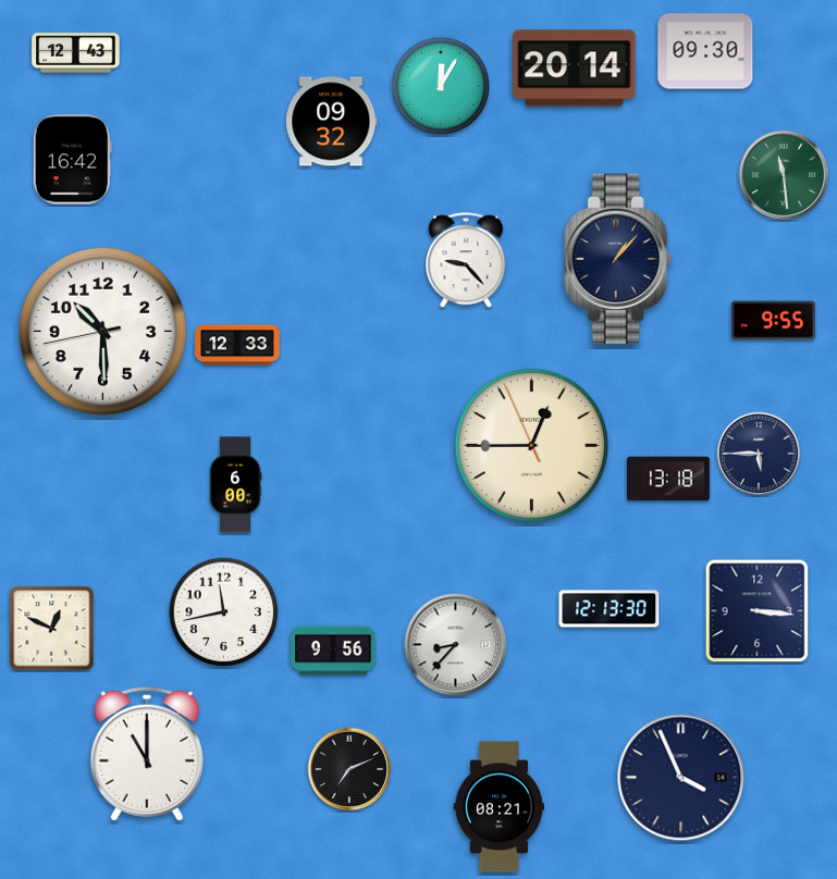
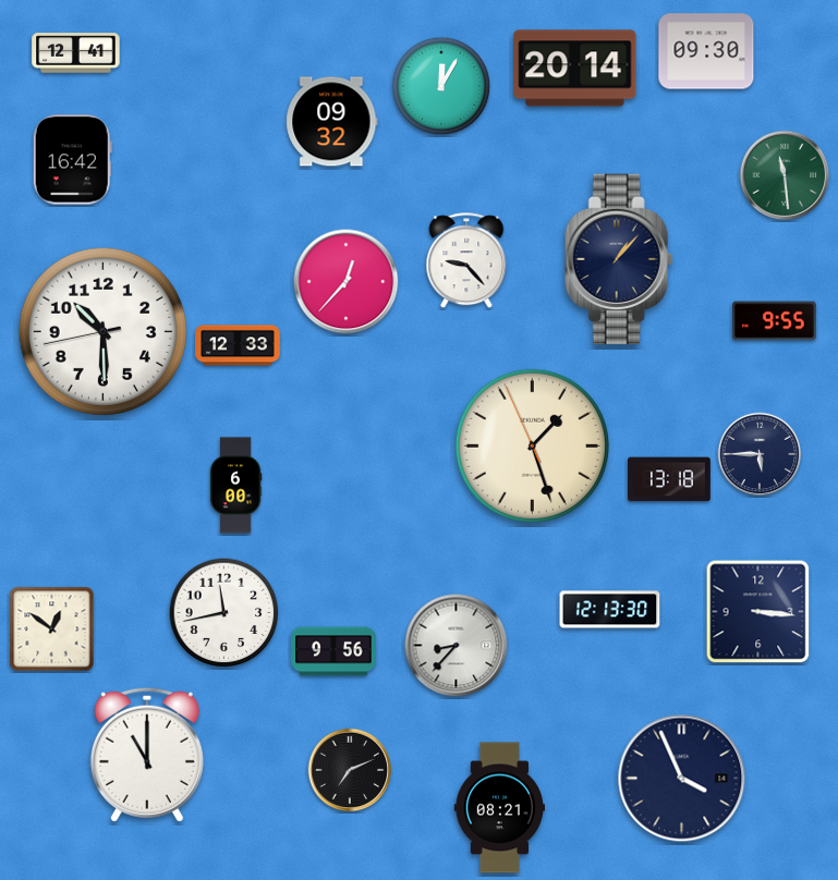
clock at (76, 53): 12:43 -> 12:41
clock at (347, 282): none -> 12:37
clock at (531, 445): 12:44 -> 1:26
clock at (52, 629): 12:49 -> 12:51
